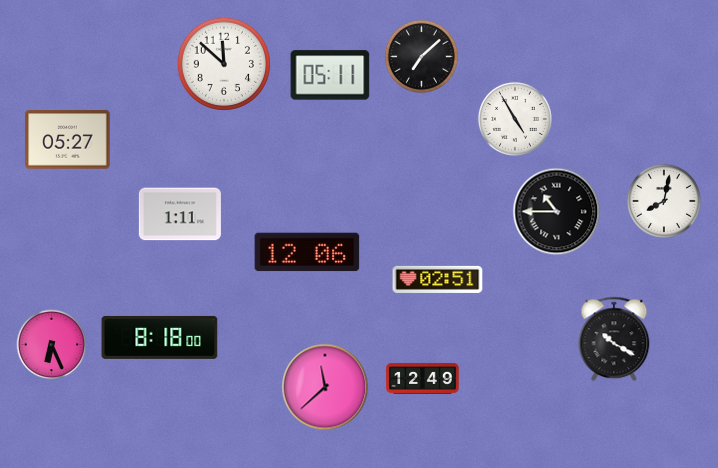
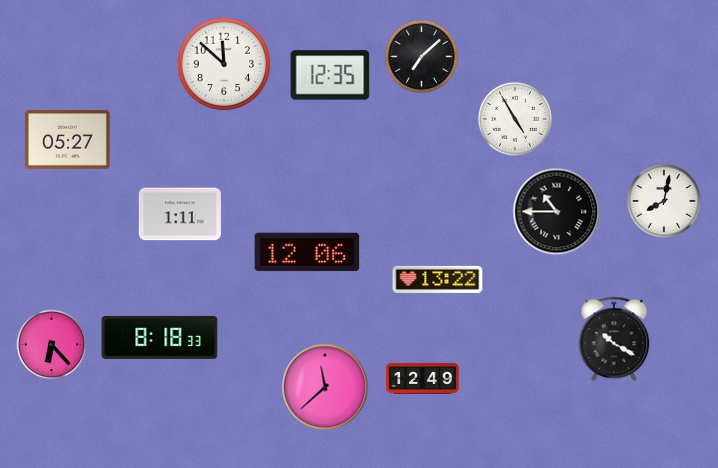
clock at (330, 75): 05:11 -> 12:35
clock at (438, 279): 02:51 -> 13:22
clock at (160, 337): 8:18:00 -> 8:18:33
clock at (52, 345): 6:26 -> 6:23
